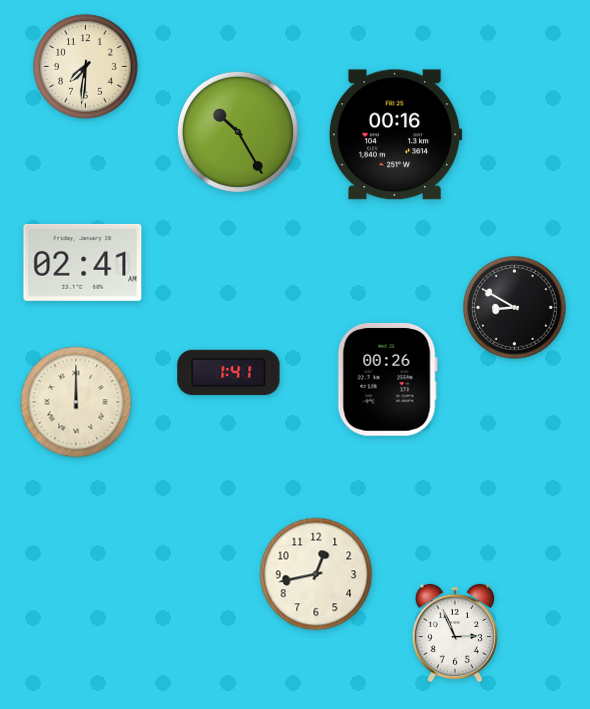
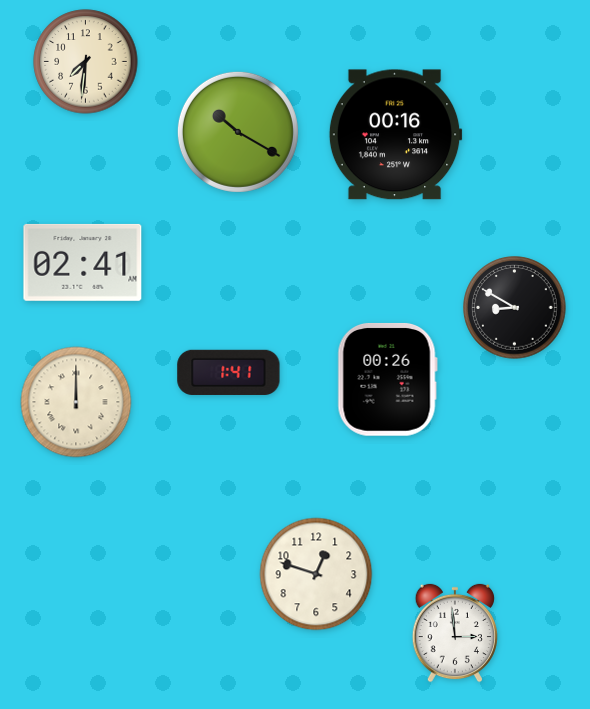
clock at (86, 67) position: (86, 67) -> (86, 62)
clock at (238, 132): 10:25 -> 10:20
clock at (316, 574): 12:43 -> 12:48
clock at (455, 633): 2:56 -> 2:59
